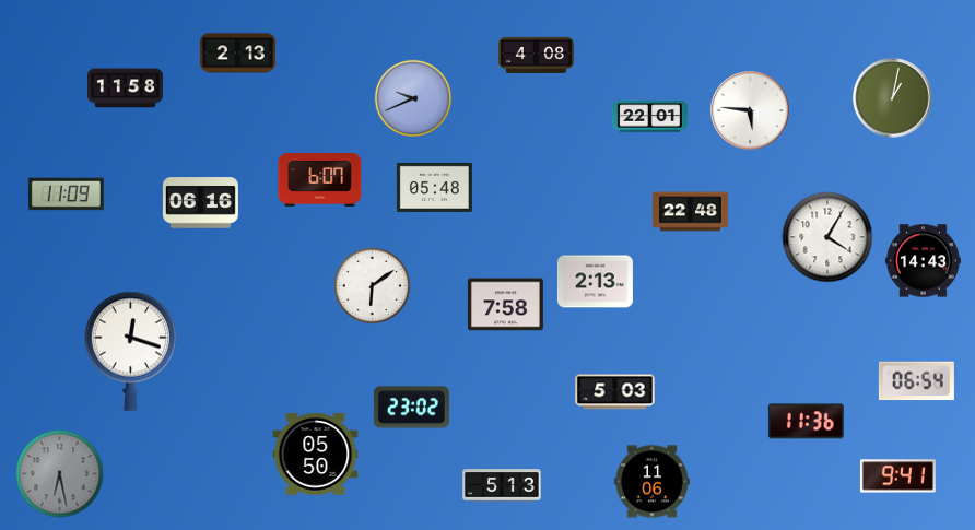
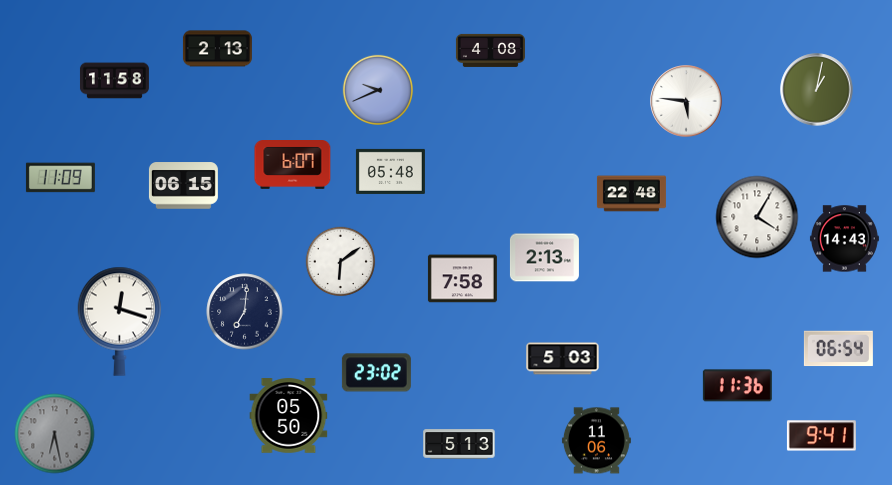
clock at (649, 117): 22:01 -> none
clock at (434, 187) position: (434, 187) -> (390, 171)
clock at (200, 203): 06:16 -> 06:15
clock at (245, 312): none -> 7:01
